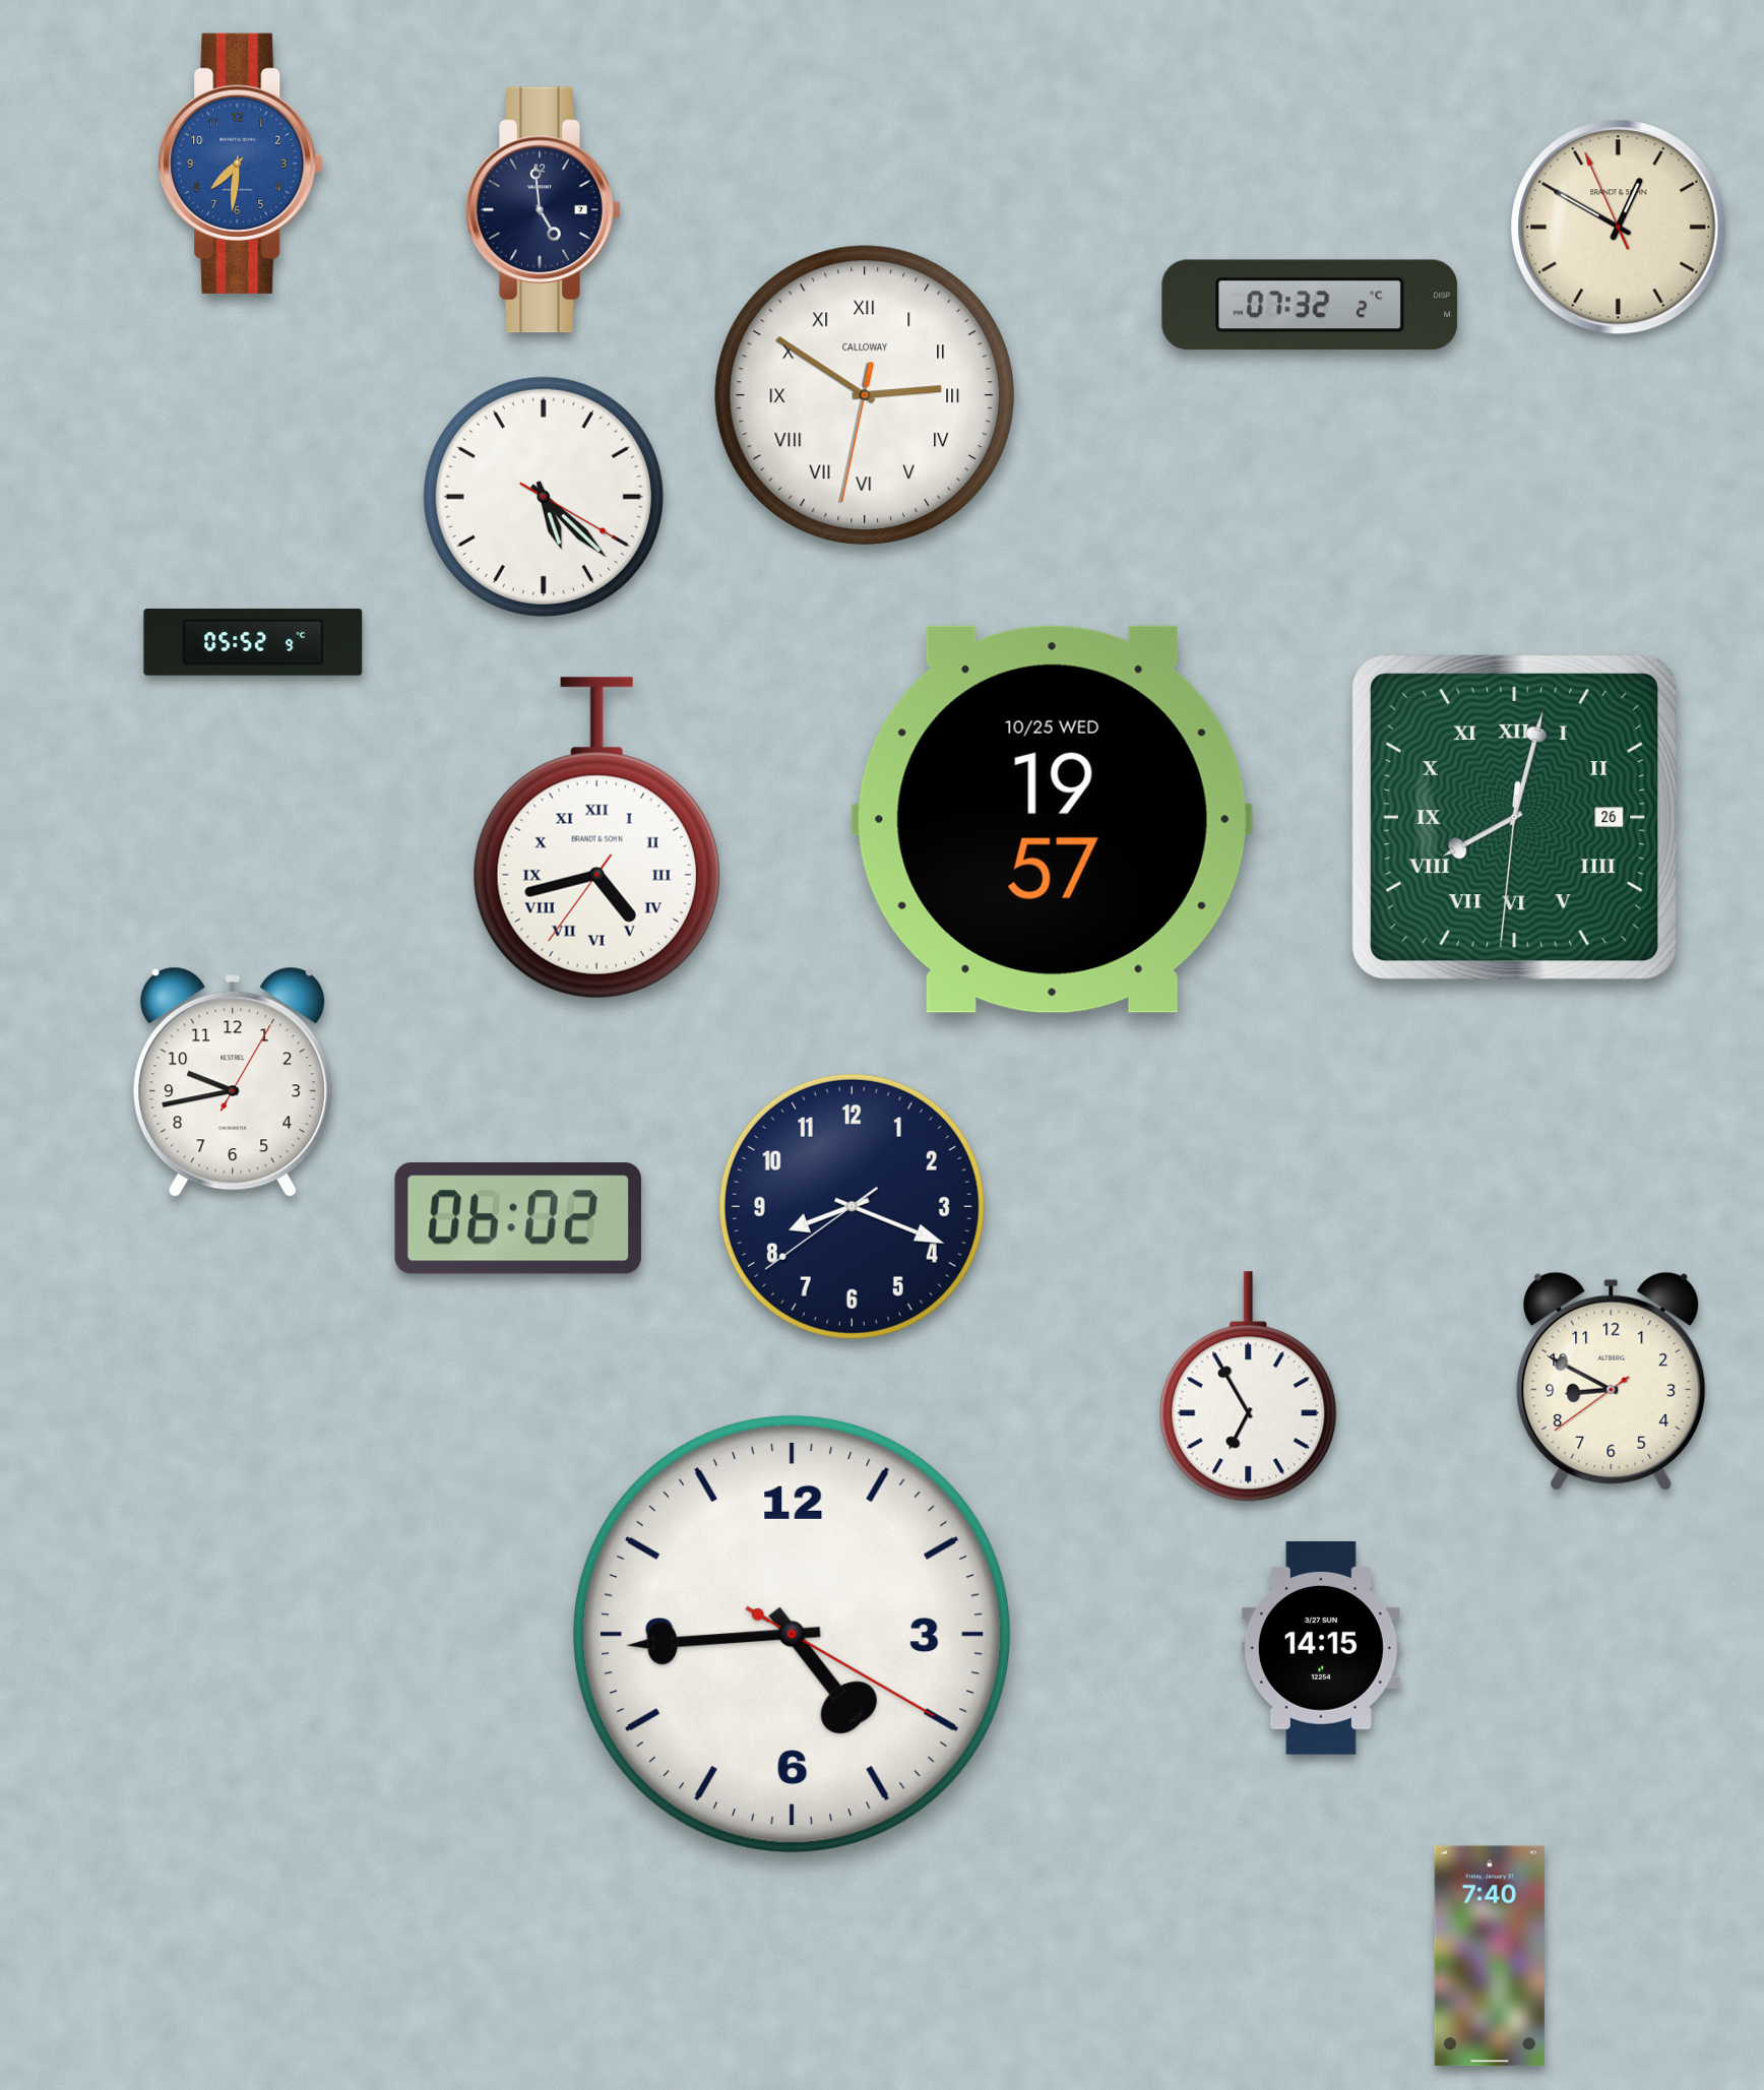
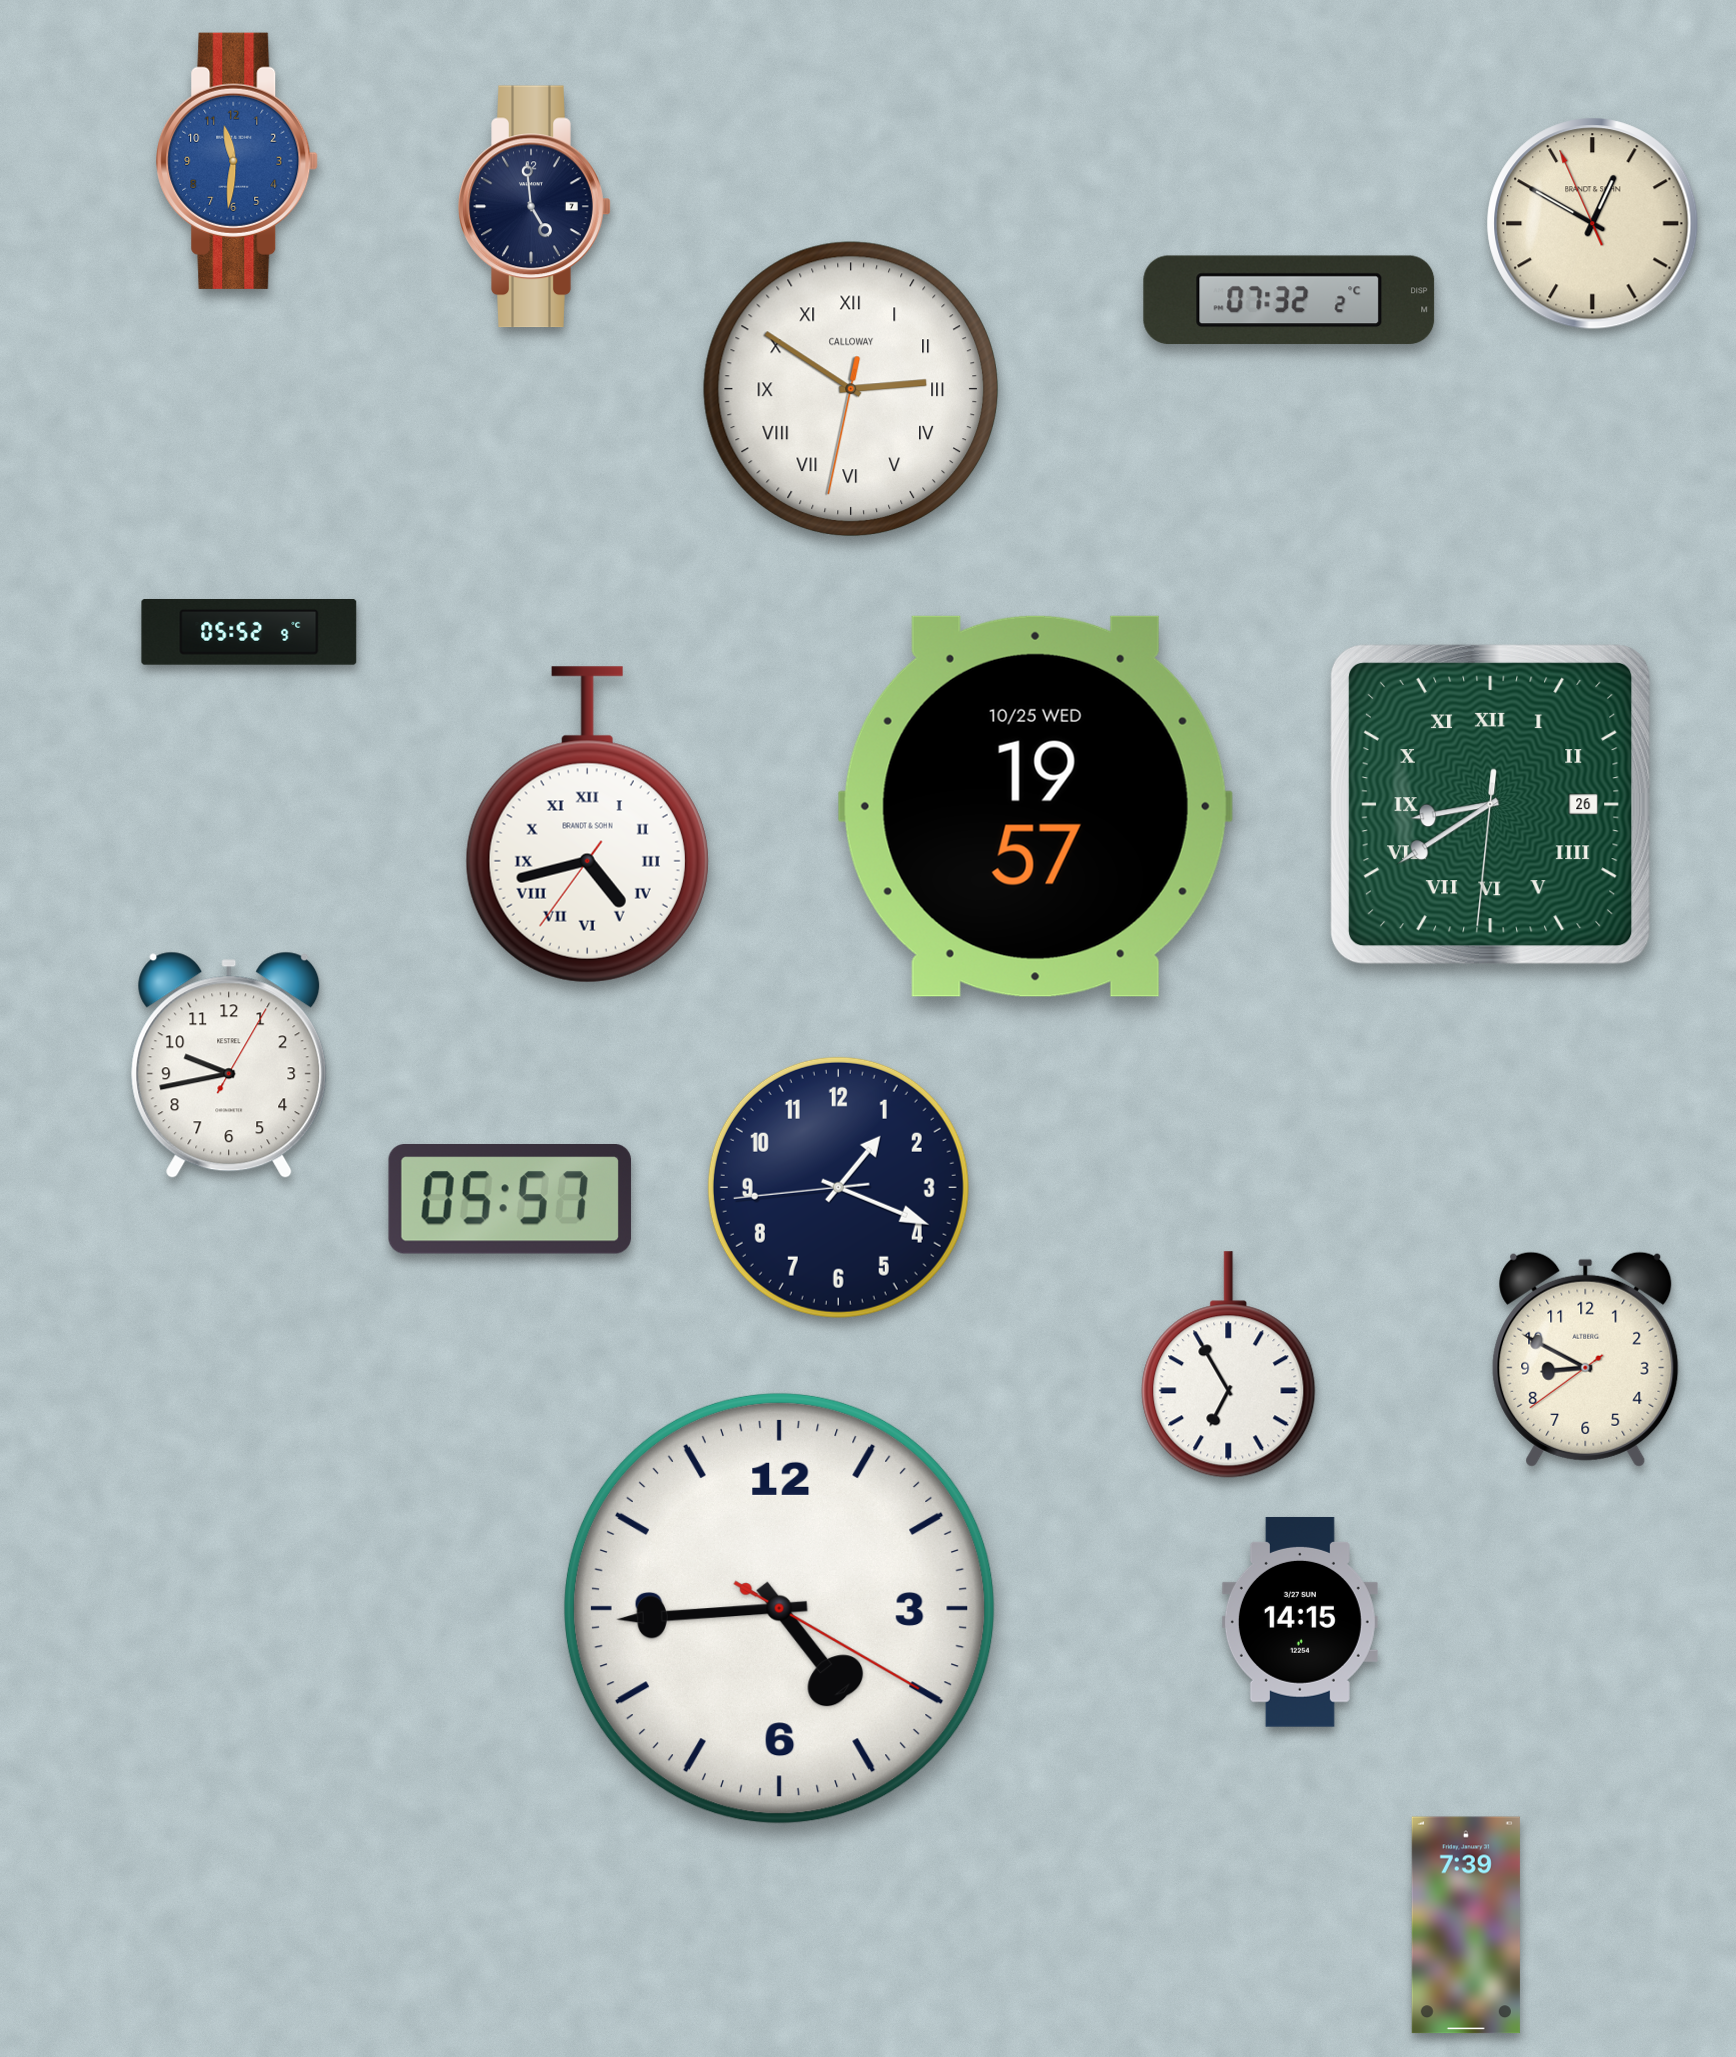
clock at (241, 164): 7:31 -> 11:31
clock at (544, 497): 5:22 -> none
clock at (1514, 817): 8:02 -> 8:39
clock at (852, 1206): 8:18 -> 1:18
clock at (518, 1218): 06:02 -> 05:57
clock at (1490, 1956): 7:40 -> 7:39
